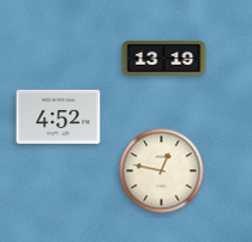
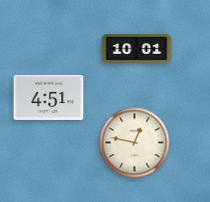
clock at (164, 59): 13:19 -> 10:01
clock at (59, 116): 4:52 -> 4:51
